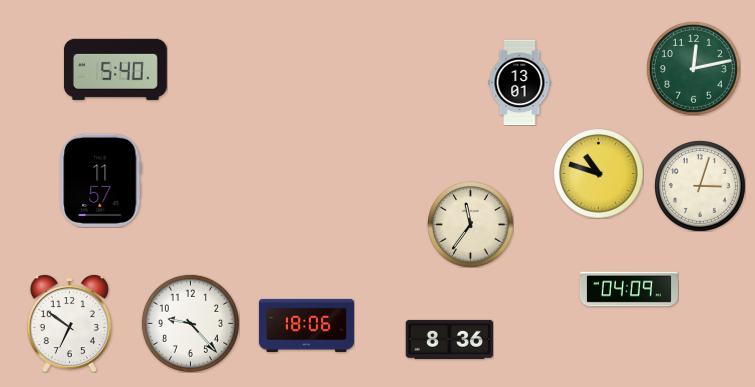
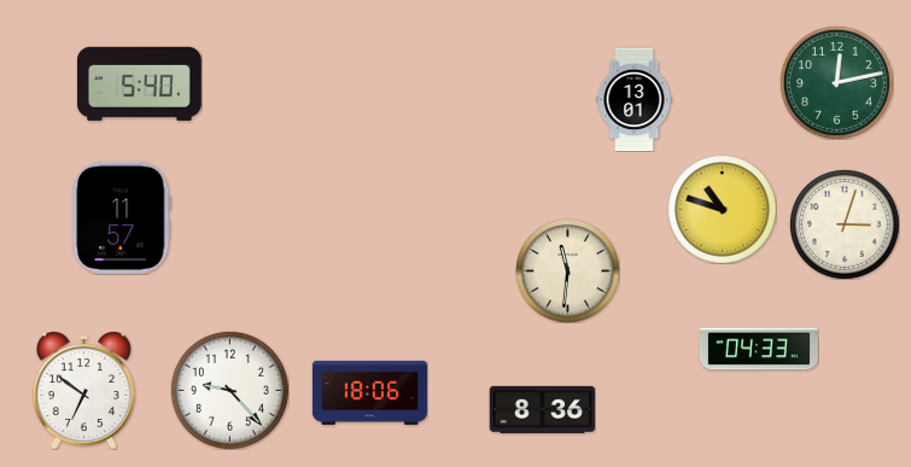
clock at (520, 82) position: (520, 82) -> (635, 99)
clock at (470, 224): 11:36 -> 11:31
clock at (629, 289): 04:09 -> 04:33
